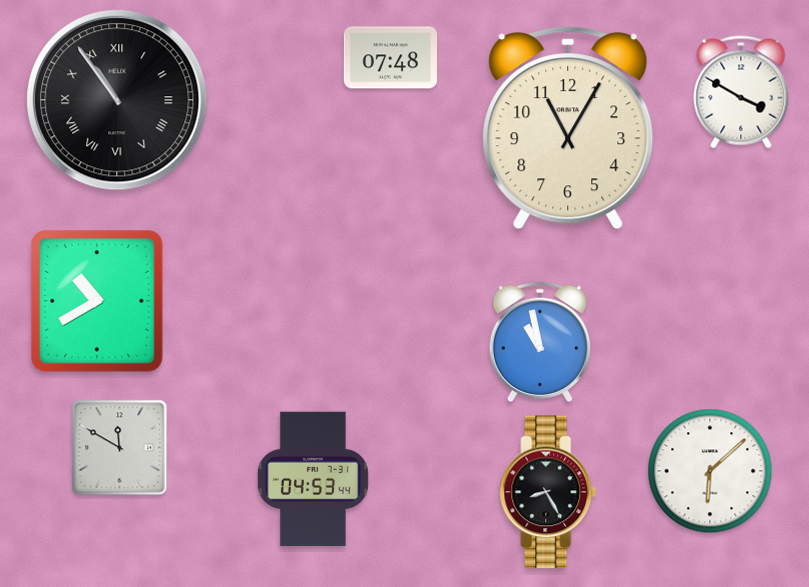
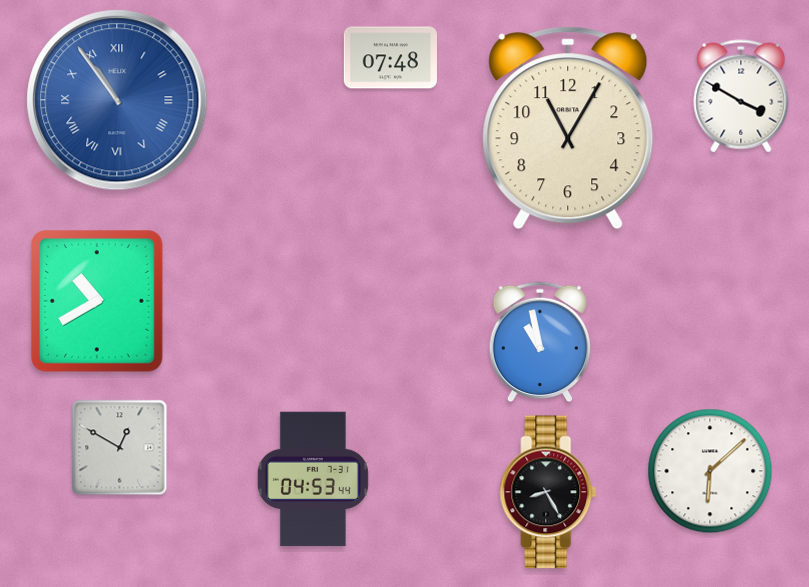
clock at (741, 92) position: (741, 92) -> (741, 96)
clock at (117, 100) dial: black -> blue
clock at (120, 448): 11:50 -> 12:50
